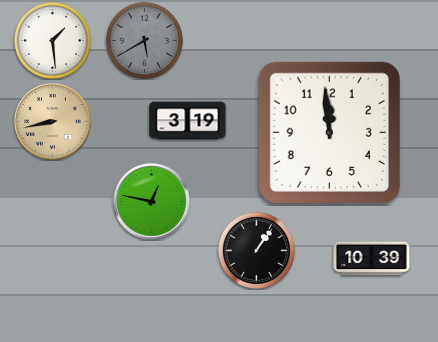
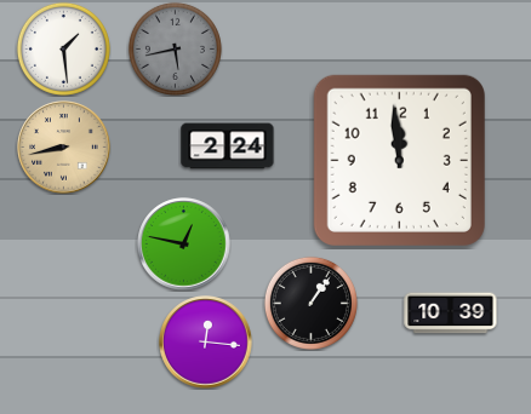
clock at (144, 40): 5:40 -> 5:43
clock at (188, 121): 3:19 -> 2:24
clock at (206, 343): none -> 12:16
